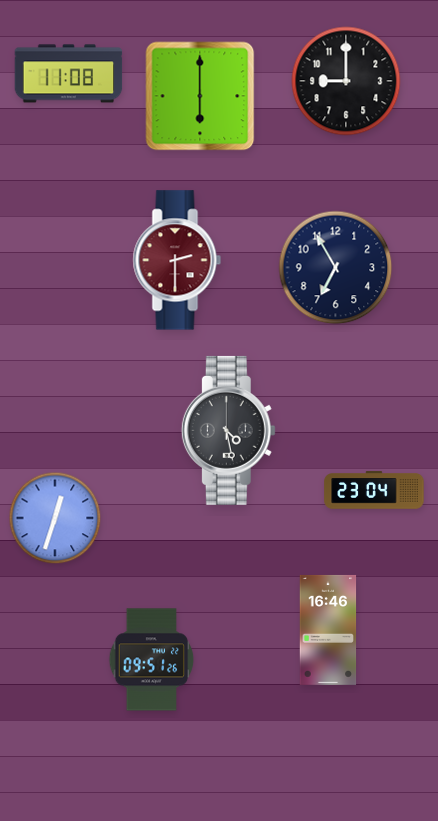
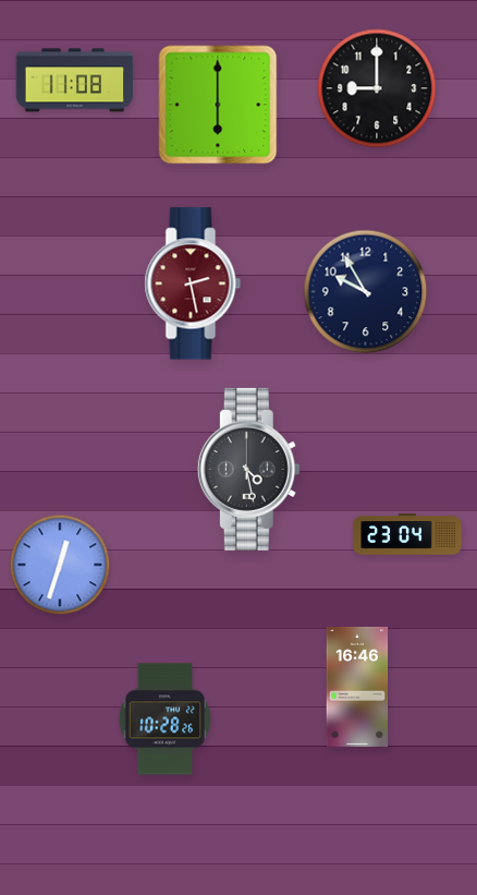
clock at (177, 260): 2:30 -> 2:28
clock at (336, 268): 6:55 -> 9:55
clock at (152, 660): 09:51 -> 10:28
